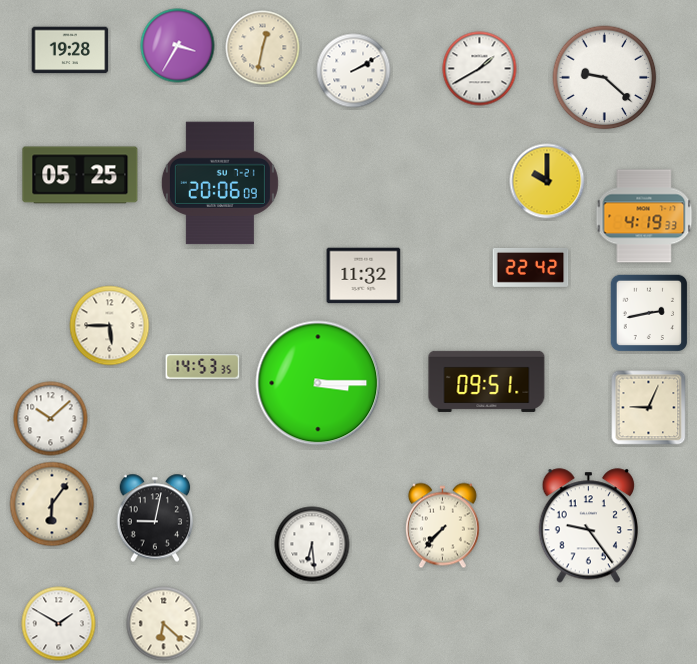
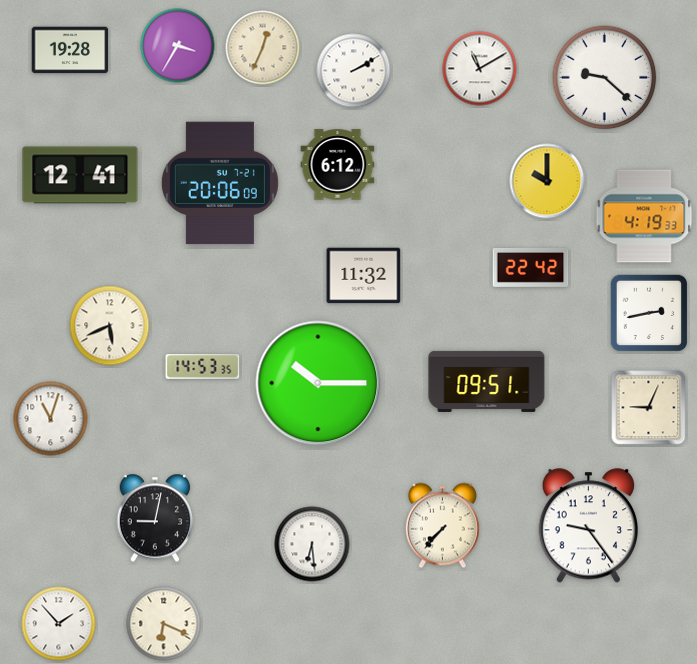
clock at (263, 48): 12:32 -> 12:34
clock at (480, 69): 1:40 -> 11:10
clock at (338, 165): none -> 6:12
clock at (80, 175): 05:25 -> 12:41
clock at (110, 326): 5:45 -> 5:41
clock at (318, 383): 3:15 -> 10:15
clock at (51, 419): 10:08 -> 11:03
clock at (52, 504): 6:06 -> none
clock at (59, 624): 1:50 -> 1:53
clock at (164, 624): 6:22 -> 6:19
